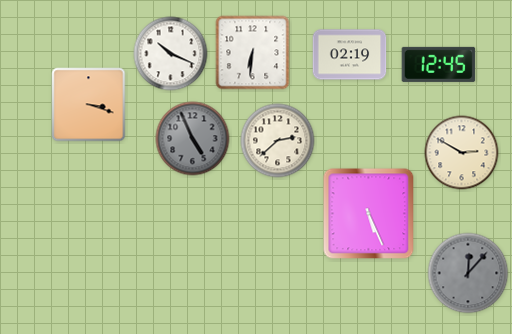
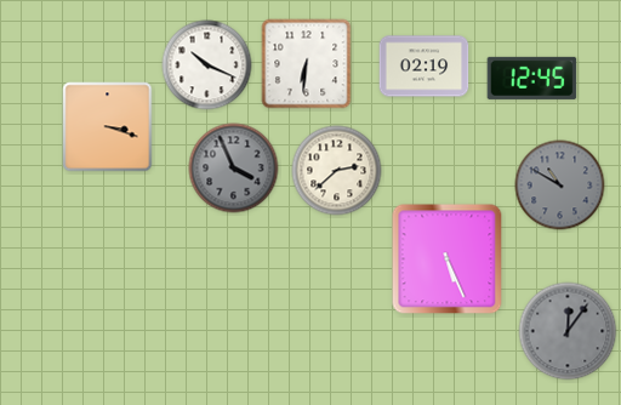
clock at (193, 139): 4:56 -> 3:56
clock at (462, 153): 2:50 -> 10:50
clock at (462, 153) dial: cream -> grey
clock at (468, 273): 12:07 -> 12:06
